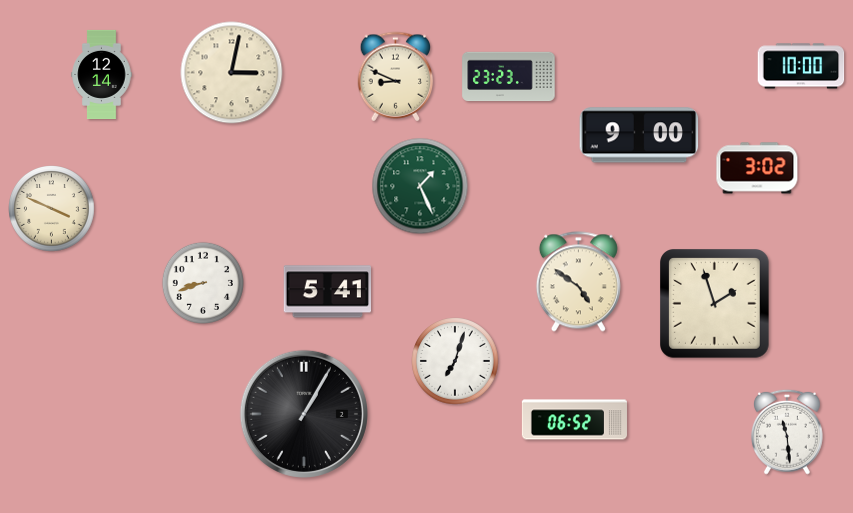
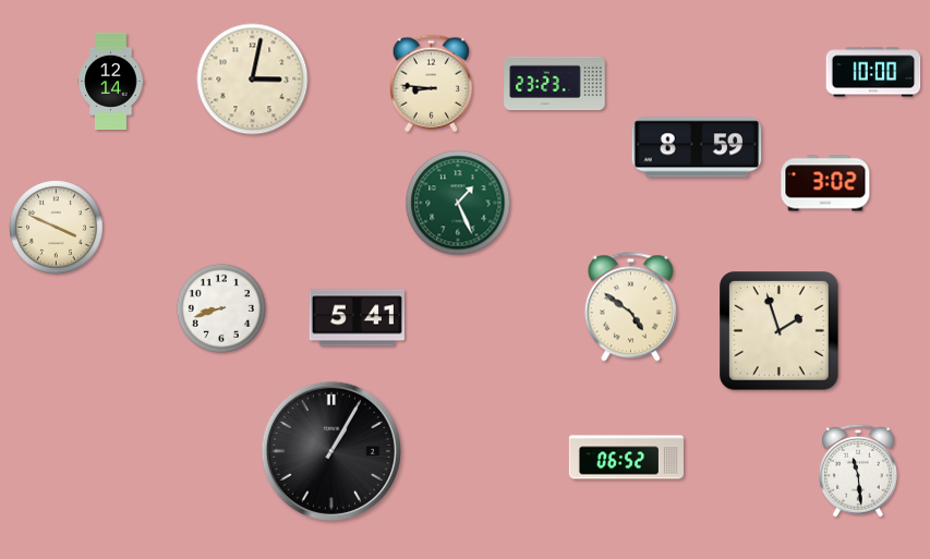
clock at (396, 77): 8:49 -> 8:46
clock at (639, 135): 9:00 -> 8:59
clock at (455, 361): 7:03 -> none
